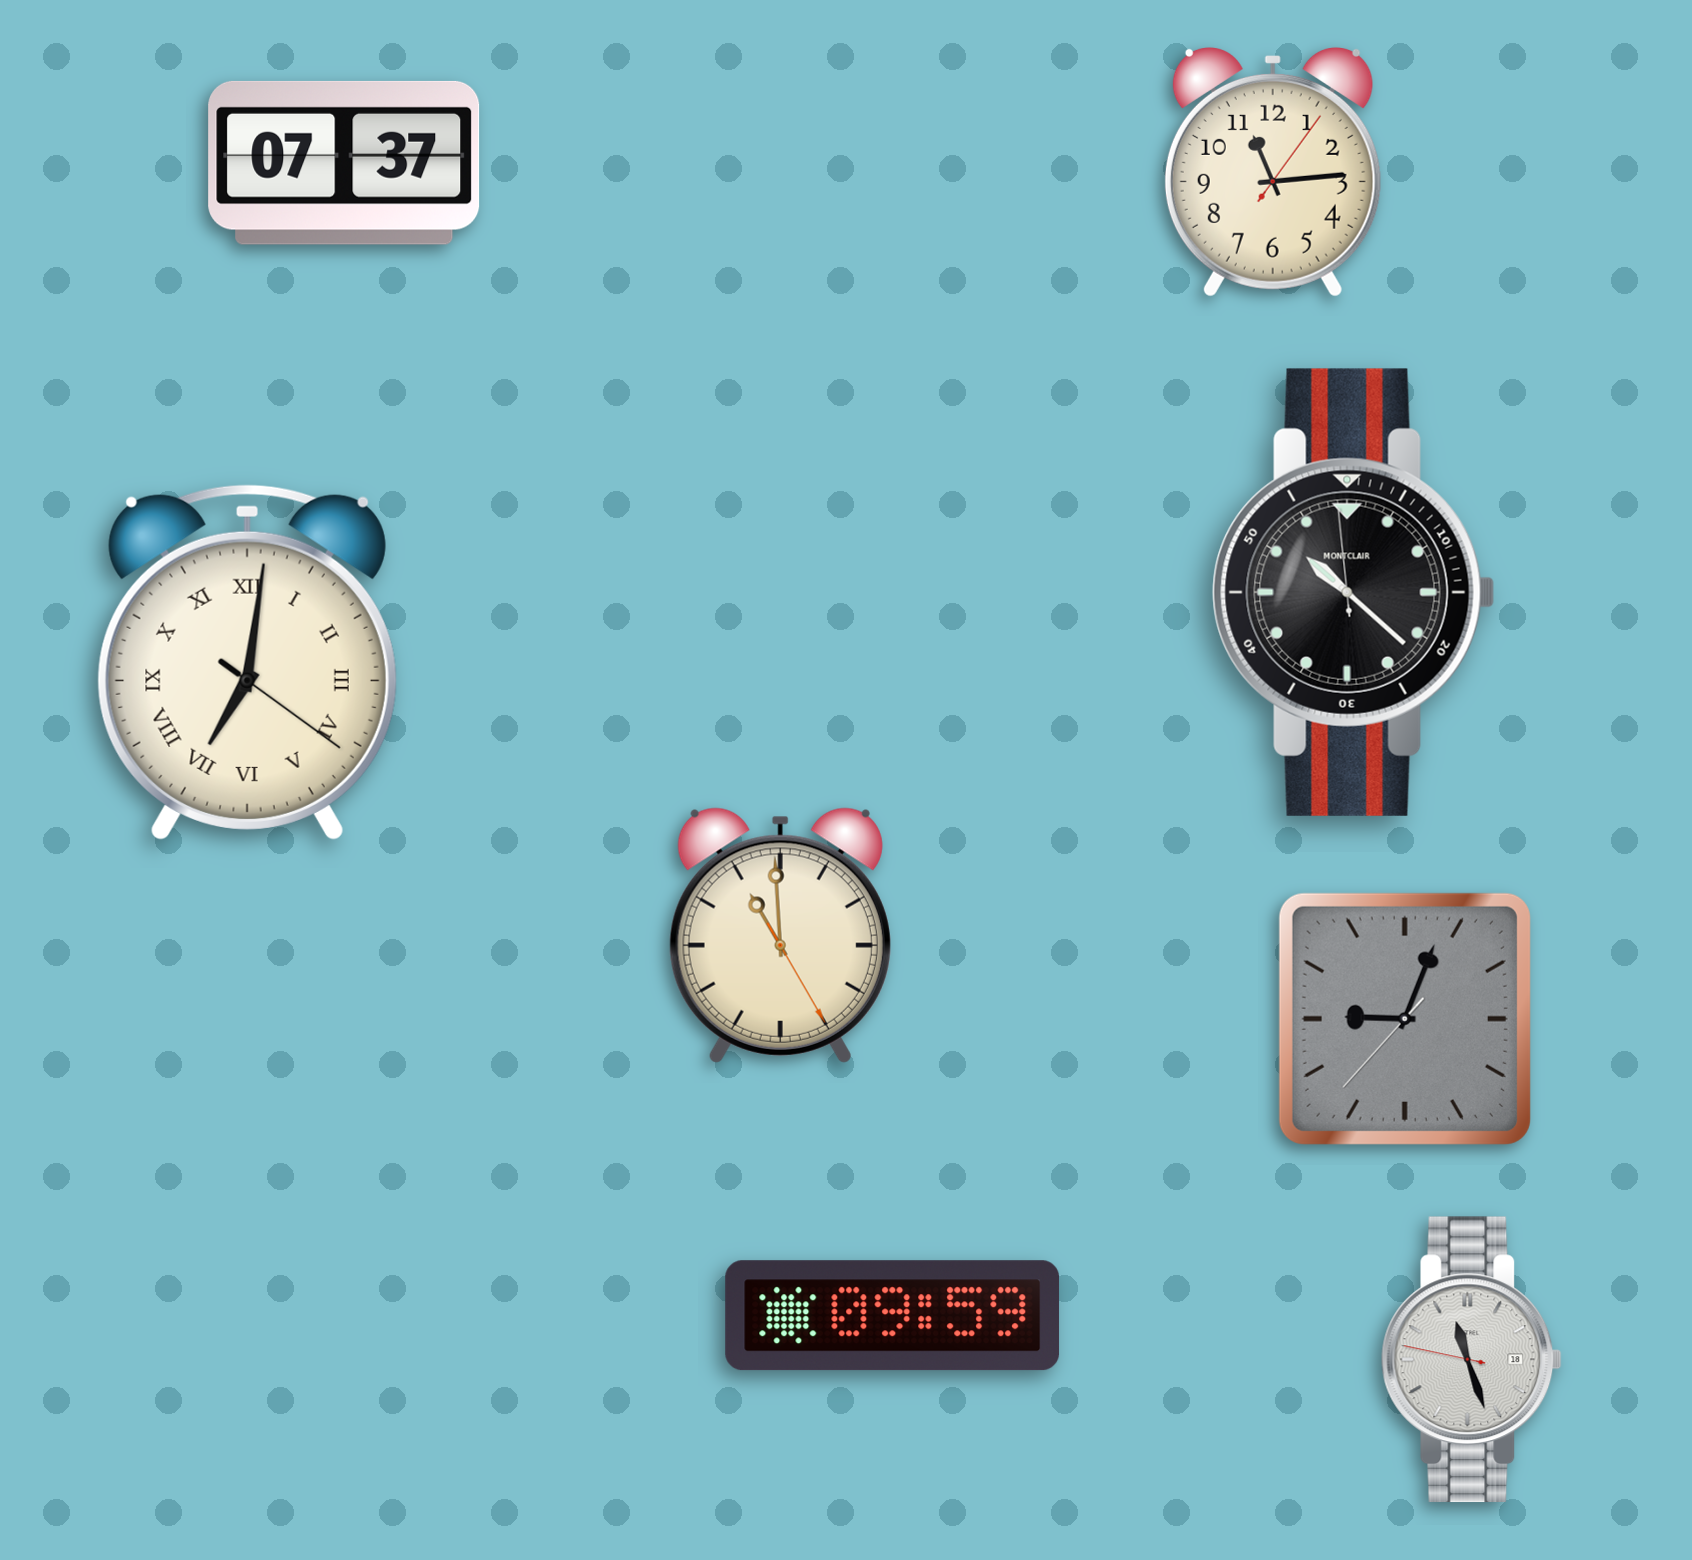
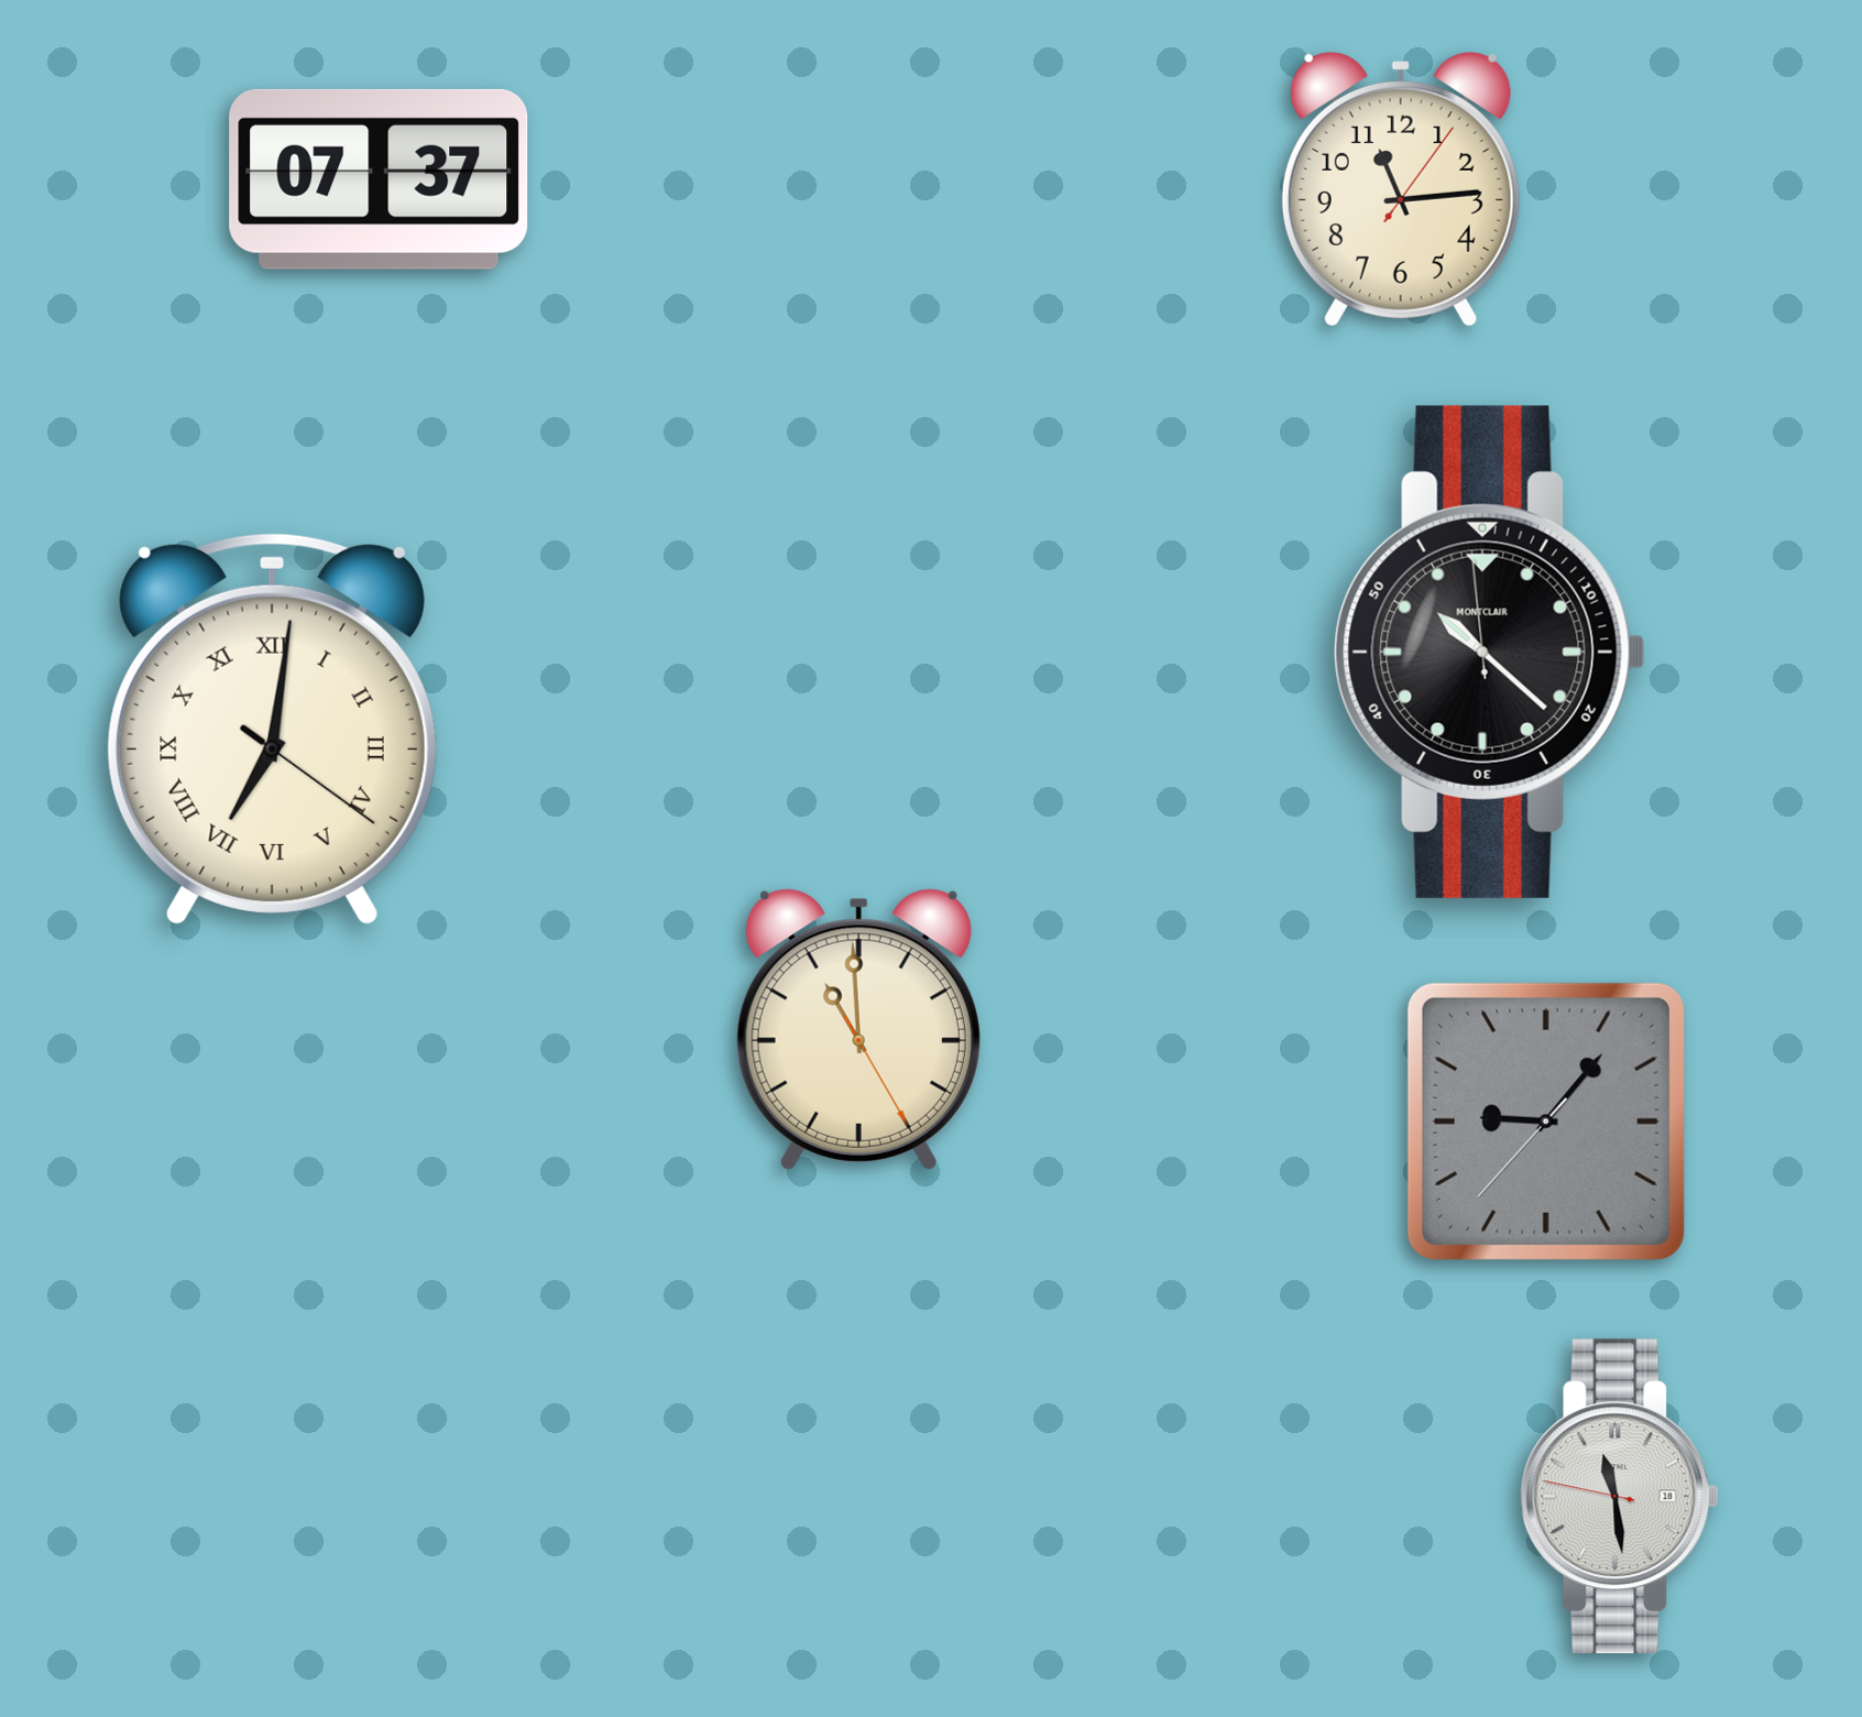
clock at (1405, 1019): 9:03 -> 9:06
clock at (893, 1316): 09:59 -> none
clock at (1471, 1360): 11:26 -> 11:28
